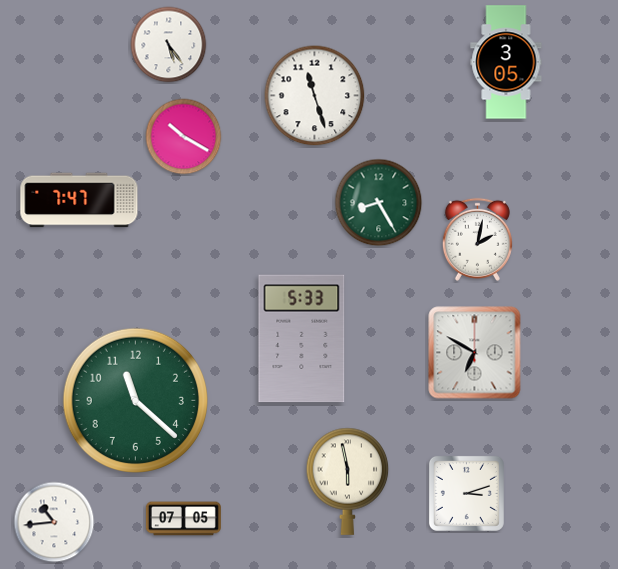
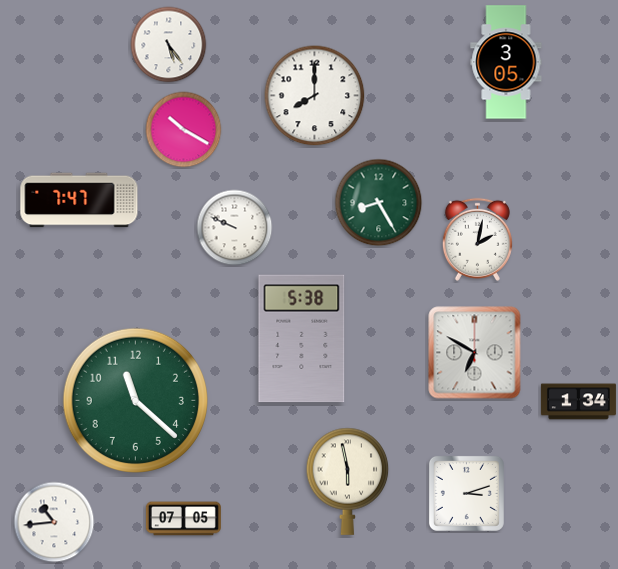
clock at (315, 96): 11:27 -> 8:00
clock at (184, 137) position: (184, 137) -> (184, 130)
clock at (235, 228): none -> 9:49
clock at (302, 339): 5:33 -> 5:38
clock at (578, 402): none -> 1:34
